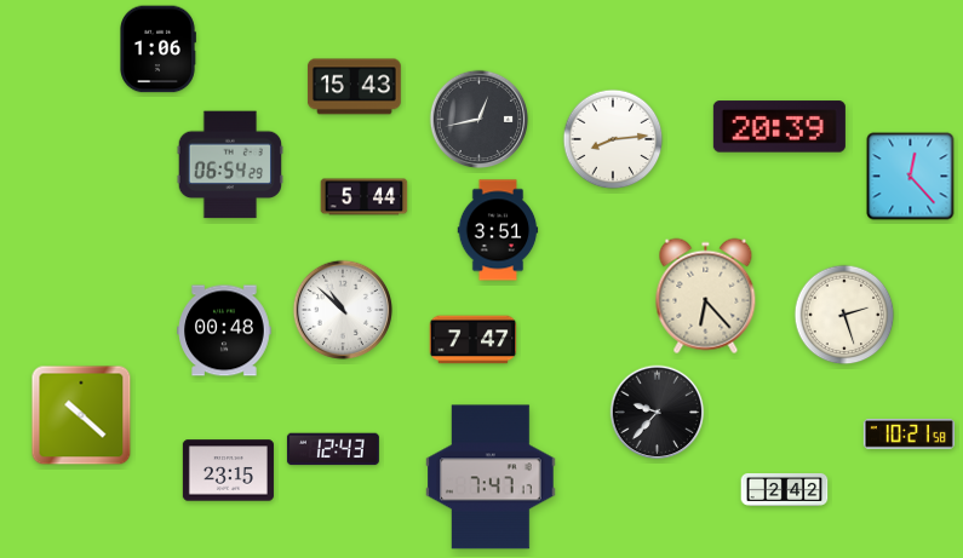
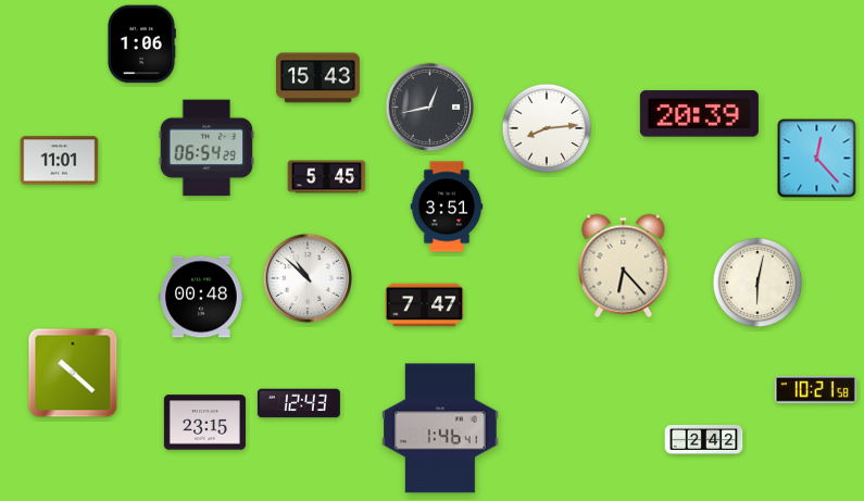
clock at (613, 139) position: (613, 139) -> (547, 128)
clock at (60, 161): none -> 11:01
clock at (365, 197): 5:44 -> 5:45
clock at (706, 297) position: (706, 297) -> (624, 266)
clock at (844, 315): 2:27 -> 6:02
clock at (658, 413): 9:37 -> none
clock at (491, 477): 7:47 -> 1:46
